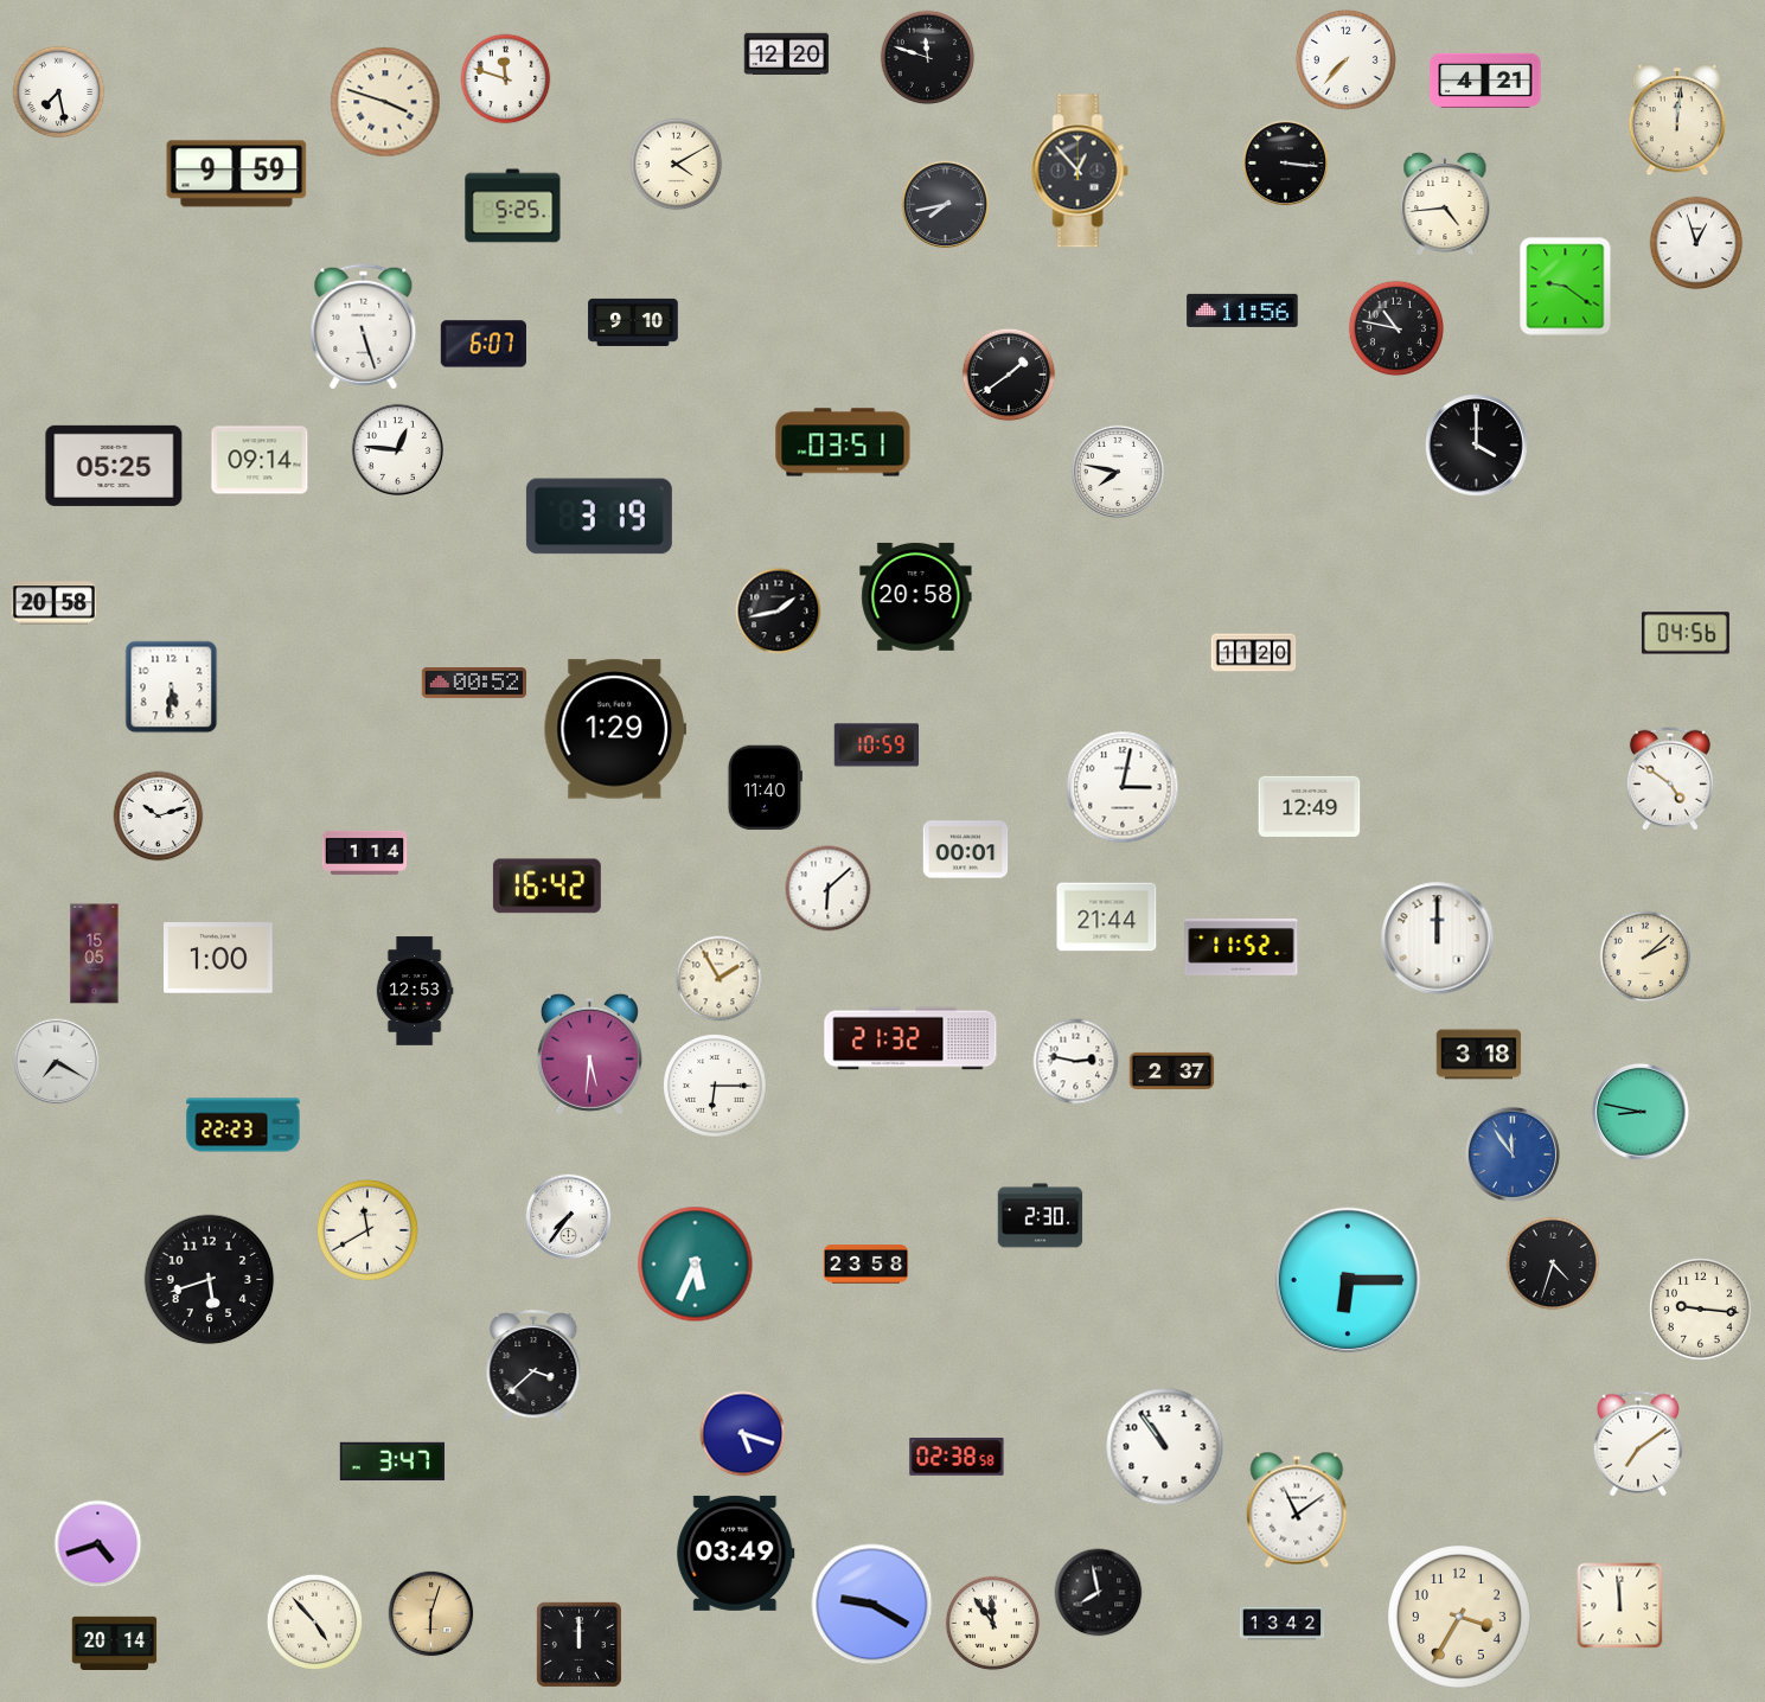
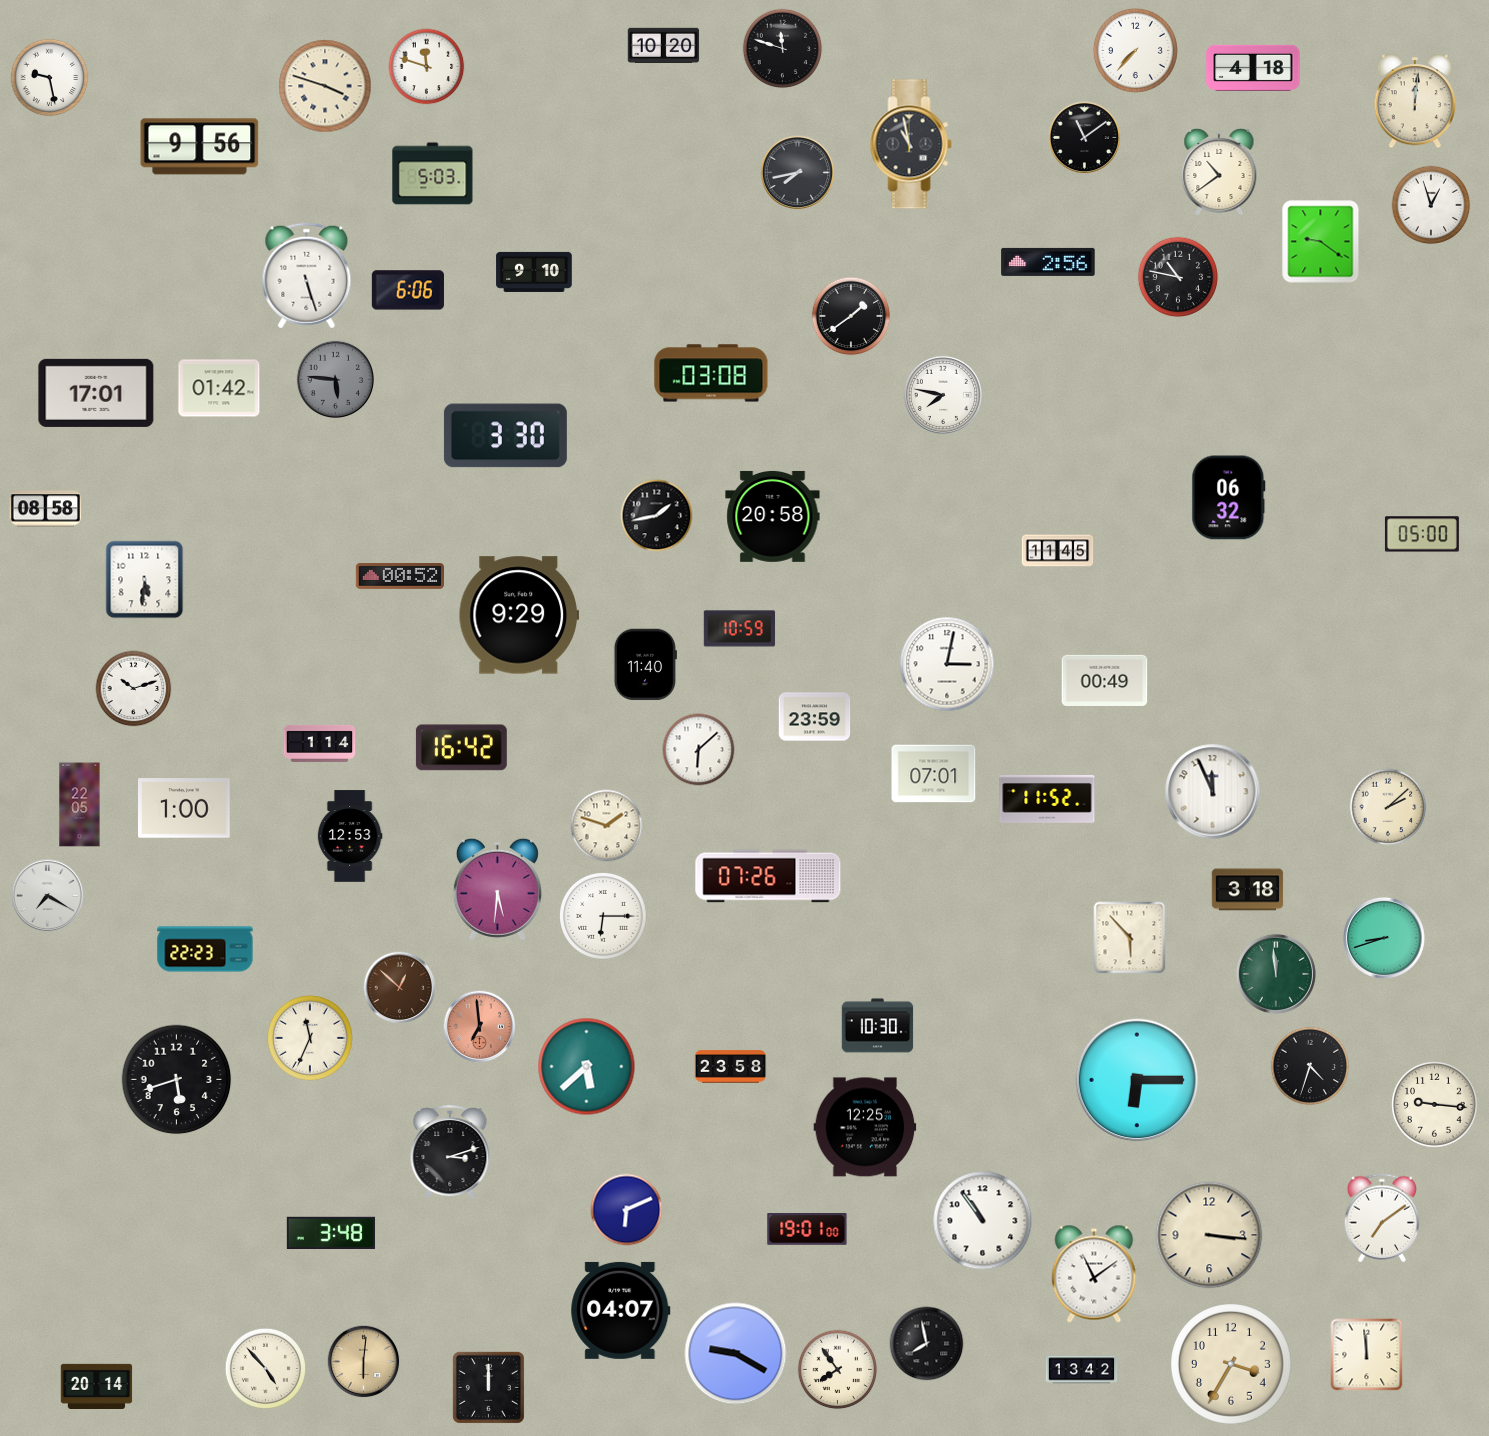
clock at (787, 53): 12:20 -> 10:20
clock at (1485, 81): 4:21 -> 4:18
clock at (59, 92): 7:28 -> 9:28
clock at (1286, 164): 3:16 -> 11:09
clock at (677, 165): 4:10 -> none
clock at (1080, 171): 12:53 -> 10:58
clock at (237, 174): 9:59 -> 9:56
clock at (1445, 204): 4:44 -> 10:39
clock at (513, 206): 5:25 -> 5:03
clock at (1242, 311): 11:56 -> 2:56
clock at (484, 344): 6:07 -> 6:06
clock at (843, 442): 03:51 -> 03:08
clock at (1477, 446): 4:00 -> none
clock at (397, 449): 12:46 -> 5:46
clock at (397, 449) dial: white -> grey
clock at (260, 460): 09:14 -> 01:42
clock at (114, 466): 05:25 -> 17:01
clock at (1118, 472) position: (1118, 472) -> (943, 395)
clock at (599, 517): 3:19 -> 3:30
clock at (1229, 498): none -> 06:32
clock at (916, 596) position: (916, 596) -> (773, 516)
clock at (55, 603): 20:58 -> 08:58
clock at (1686, 633): 04:56 -> 05:00
clock at (1254, 653): 11:20 -> 11:45
clock at (614, 729): 1:29 -> 9:29
clock at (1670, 779): 4:51 -> none
clock at (1310, 806): 12:49 -> 00:49
clock at (966, 850): 00:01 -> 23:59
clock at (365, 852) position: (365, 852) -> (320, 743)
clock at (1107, 917): 21:44 -> 07:01
clock at (1438, 939): 12:00 -> 11:56
clock at (95, 954): 15:05 -> 22:05
clock at (720, 979): 1:55 -> 1:48
clock at (910, 1038): 21:32 -> 07:26
clock at (1076, 1062): 2:47 -> none
clock at (1172, 1070): 2:37 -> none
clock at (1130, 938): none -> 5:53
clock at (1641, 1112): 8:47 -> 8:42
clock at (1513, 1154): 11:54 -> 11:59
clock at (1513, 1154) dial: blue -> green
clock at (400, 988): none -> 12:52
clock at (1041, 1216): 2:30 -> 10:30
clock at (569, 1217): 7:36 -> 6:59
clock at (569, 1217) dial: white -> salmon
clock at (367, 1230): 11:40 -> 11:34
clock at (696, 1265): 5:34 -> 5:38
clock at (865, 1127): none -> 12:25
clock at (533, 1367): 3:38 -> 3:12
clock at (743, 1434): 5:18 -> 6:11
clock at (957, 1457): 02:38 -> 19:01
clock at (391, 1460): 3:47 -> 3:48
clock at (1209, 1235): none -> 3:16
clock at (98, 1544): 4:42 -> none
clock at (736, 1553): 03:49 -> 04:07
clock at (431, 1614): 6:03 -> 6:01
clock at (993, 1624): 11:54 -> 7:54
